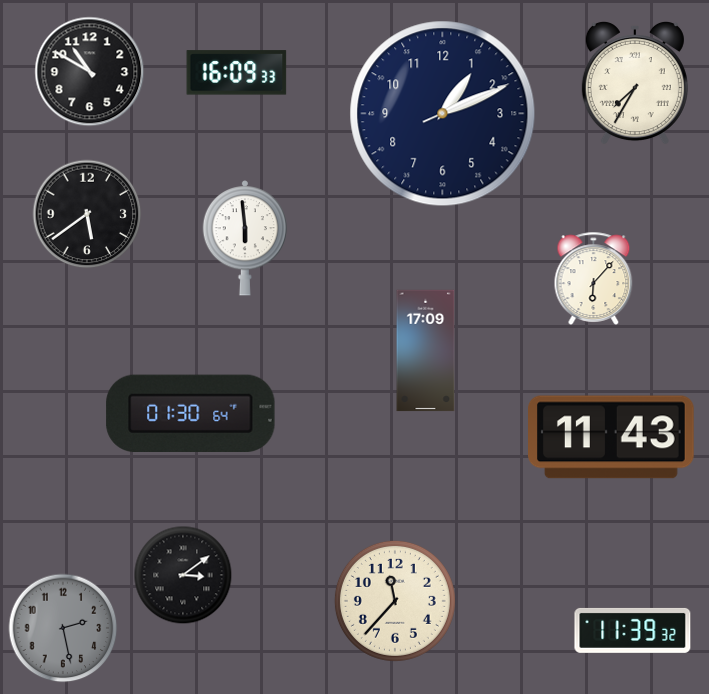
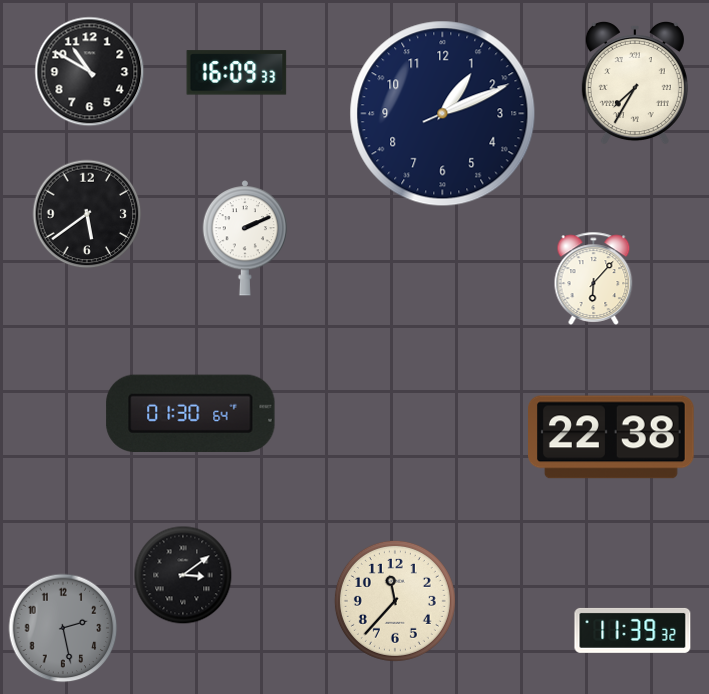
clock at (245, 238): 5:59 -> 2:11
clock at (426, 351): 17:09 -> none
clock at (612, 437): 11:43 -> 22:38
